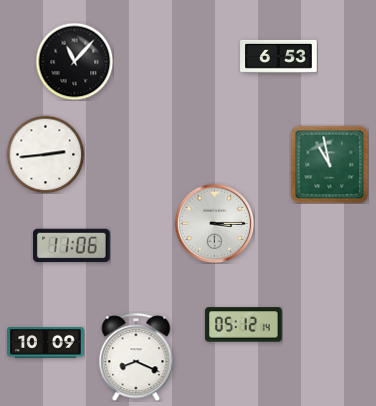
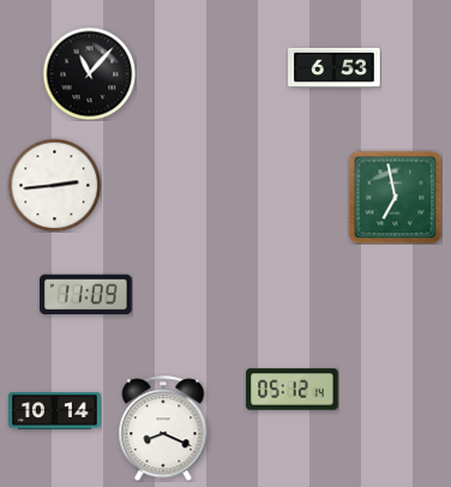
clock at (329, 164): 10:58 -> 6:58
clock at (214, 223): 3:15 -> none
clock at (72, 246): 11:06 -> 11:09
clock at (46, 343): 10:09 -> 10:14
